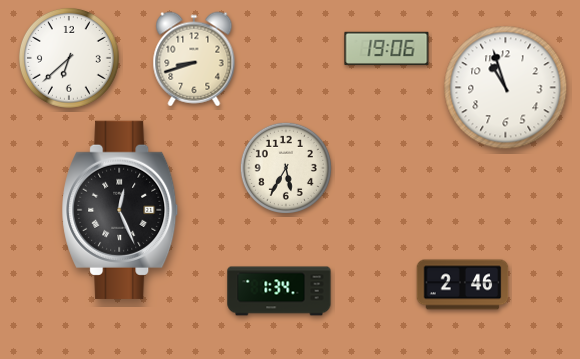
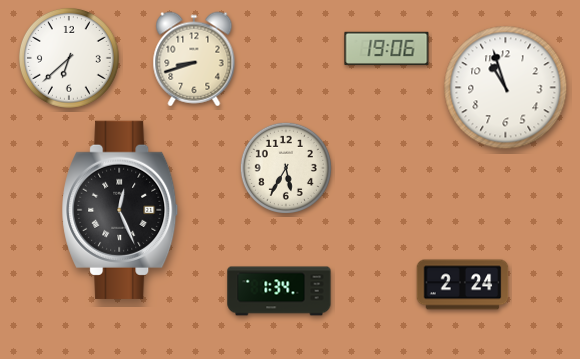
clock at (463, 285): 2:46 -> 2:24
